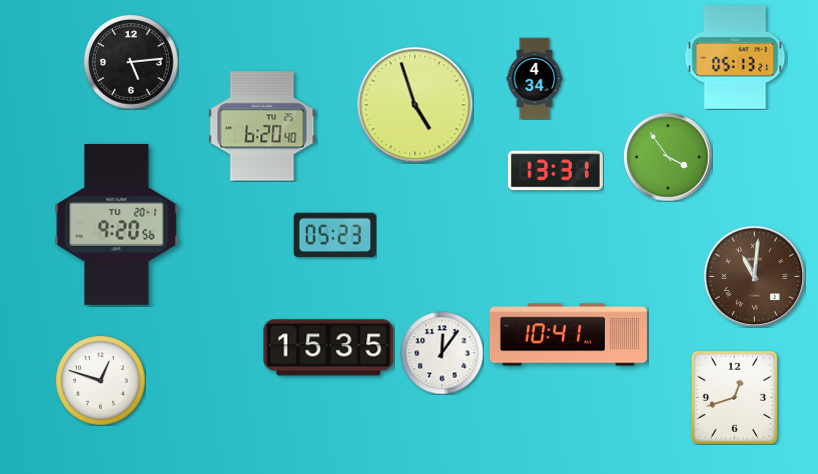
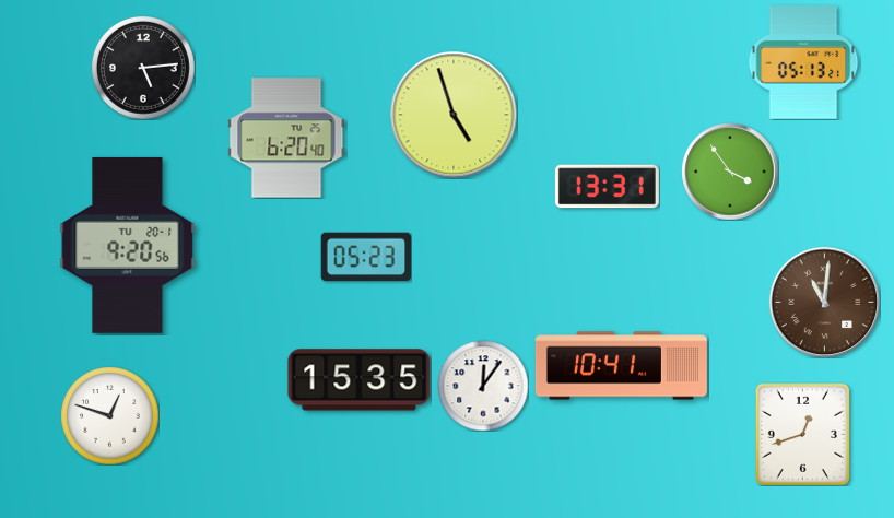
clock at (535, 78): 4:34 -> none
